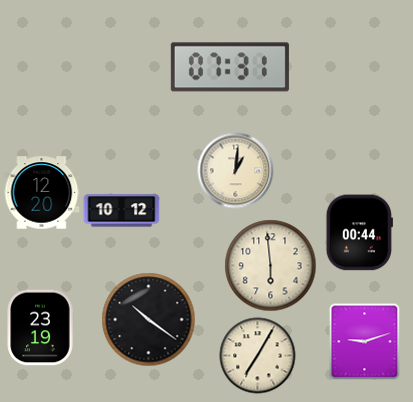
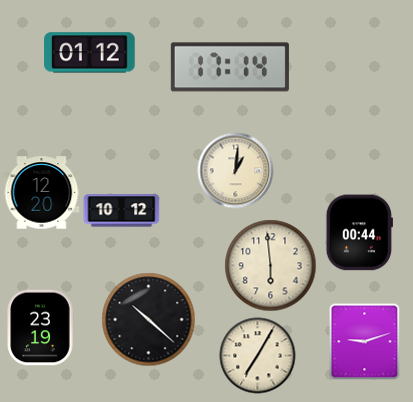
clock at (90, 53): none -> 01:12
clock at (230, 67): 07:31 -> 17:14
clock at (149, 320): 10:21 -> 10:22
